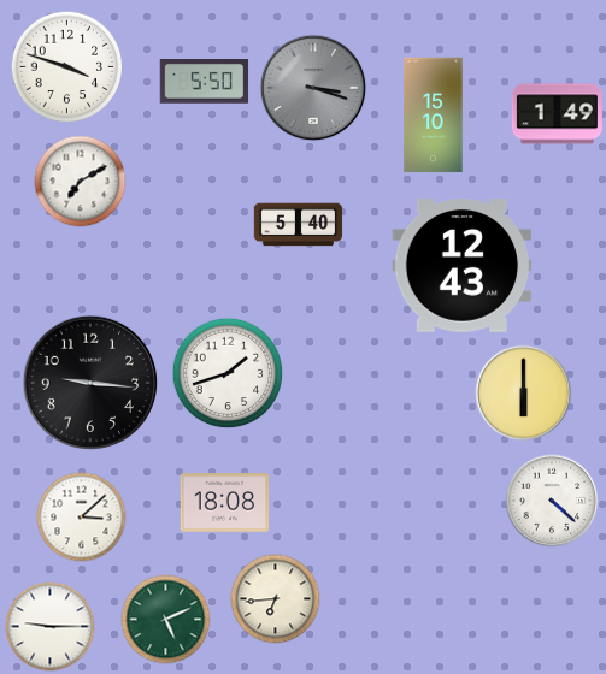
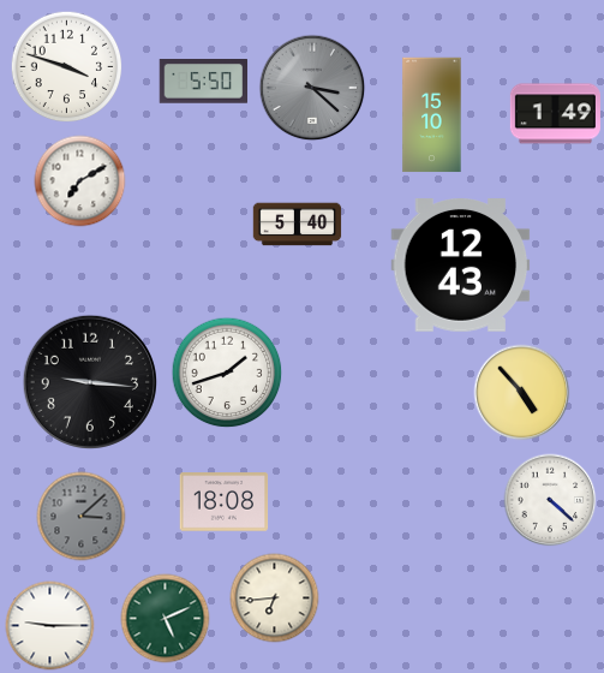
clock at (313, 88): 3:18 -> 3:22
clock at (524, 394): 6:00 -> 4:53
clock at (82, 518) dial: white -> grey
